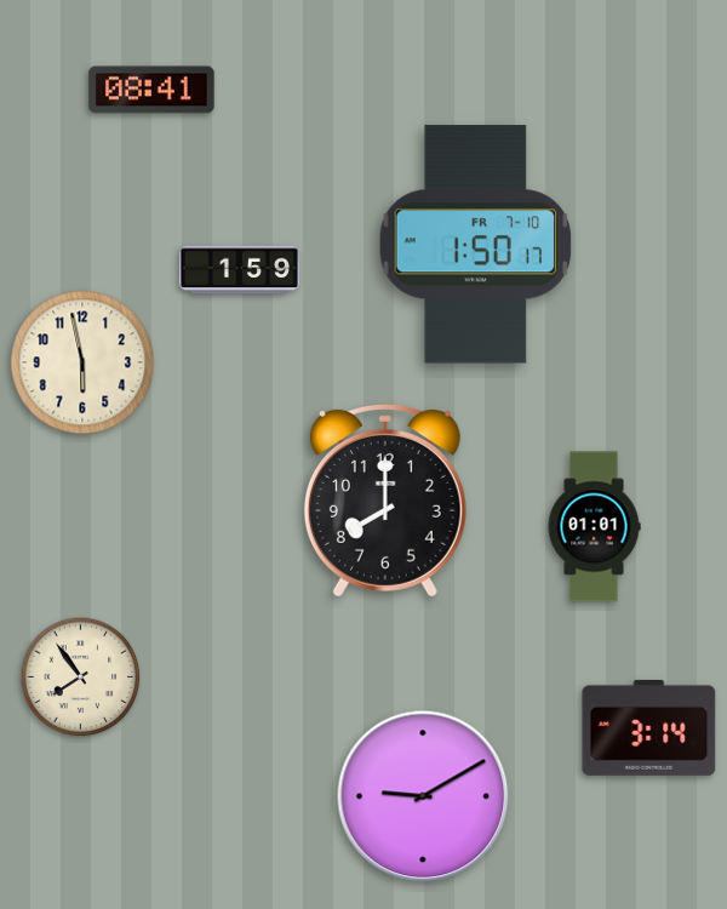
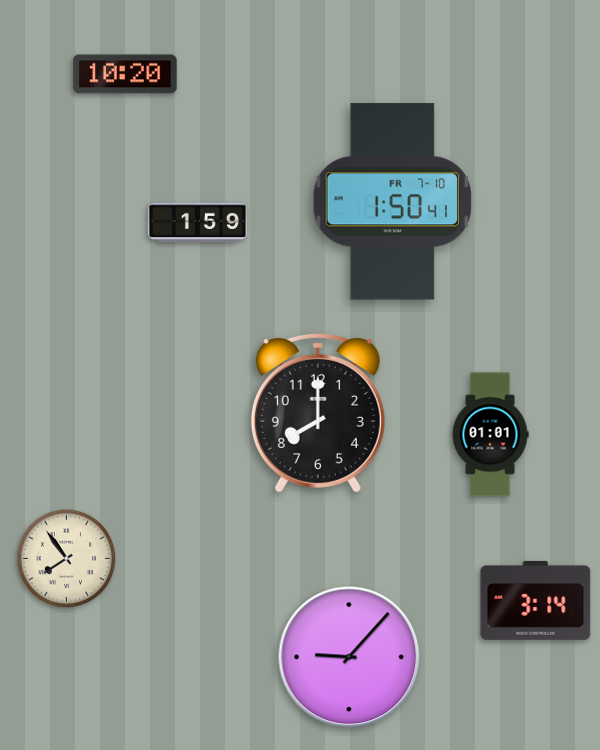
clock at (151, 90): 08:41 -> 10:20
clock at (476, 245): 1:50:17 -> 1:50:41
clock at (82, 362): 5:58 -> none
clock at (423, 796): 9:10 -> 9:07
